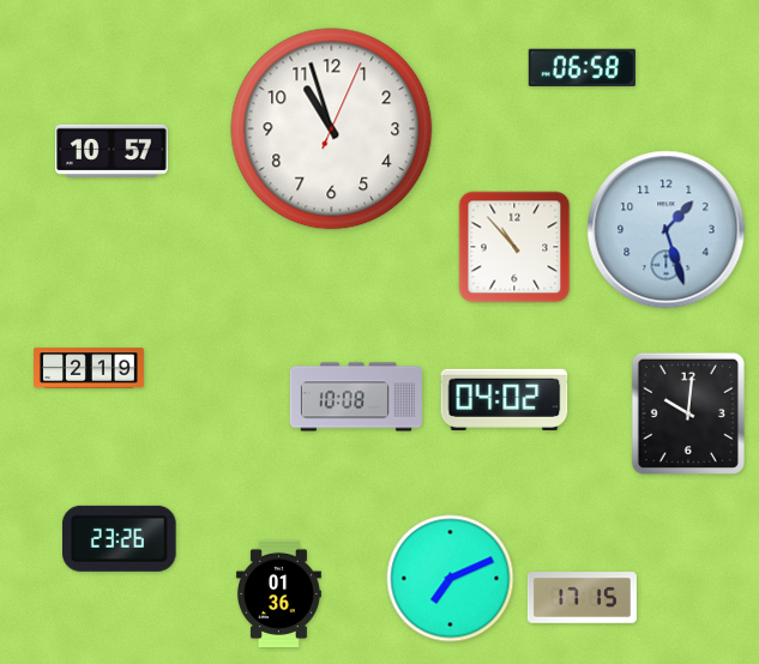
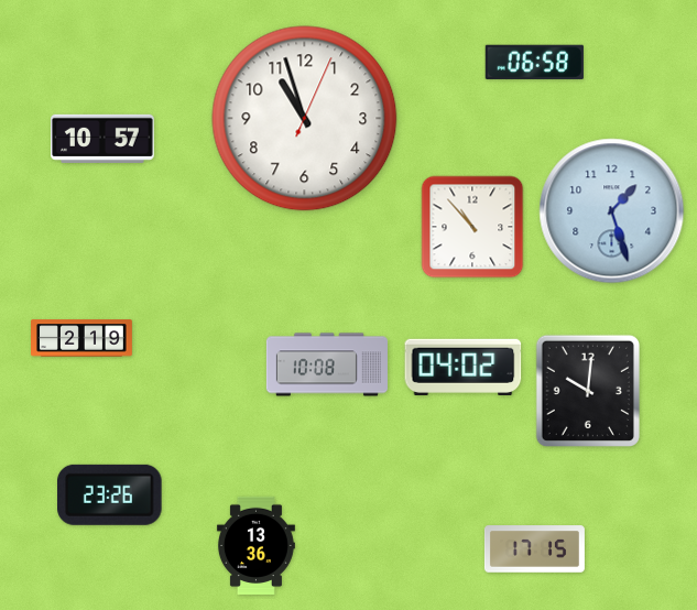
clock at (687, 412) position: (687, 412) -> (587, 390)
clock at (451, 579): 7:11 -> none
clock at (278, 593): 01:36 -> 13:36
